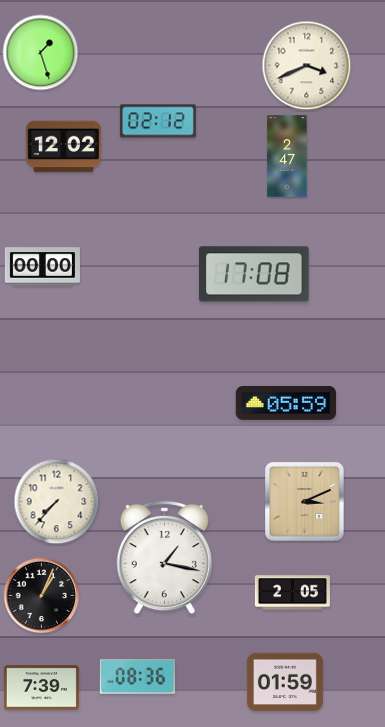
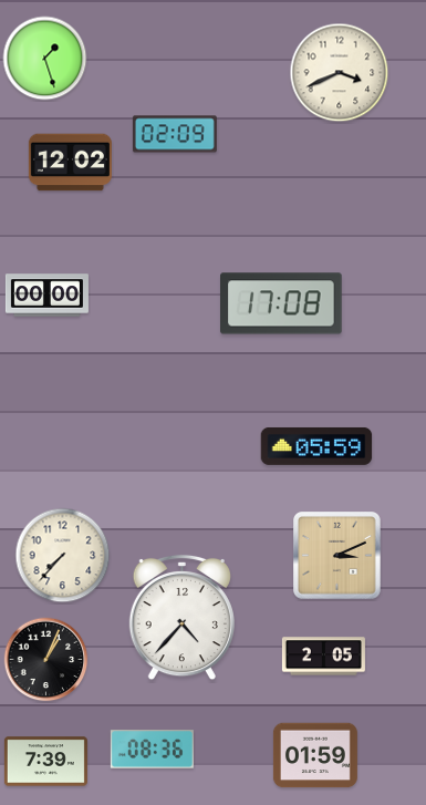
clock at (158, 121): 02:12 -> 02:09
clock at (287, 156): 2:47 -> none
clock at (164, 558): 1:17 -> 4:37
